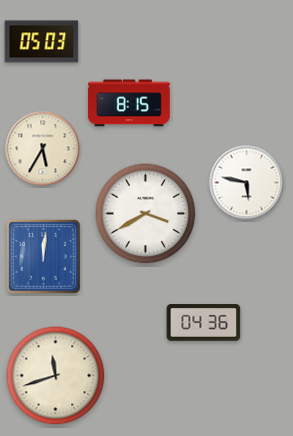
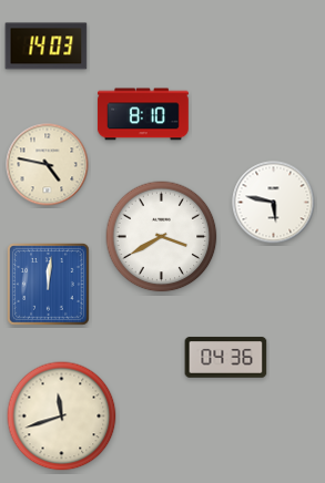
clock at (42, 42): 05:03 -> 14:03
clock at (129, 103): 8:15 -> 8:10
clock at (43, 149): 5:35 -> 4:47
